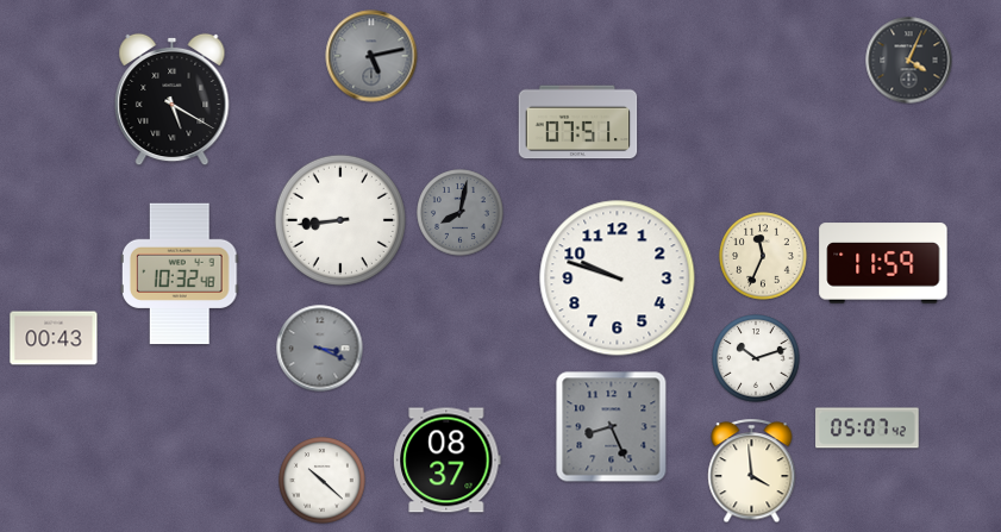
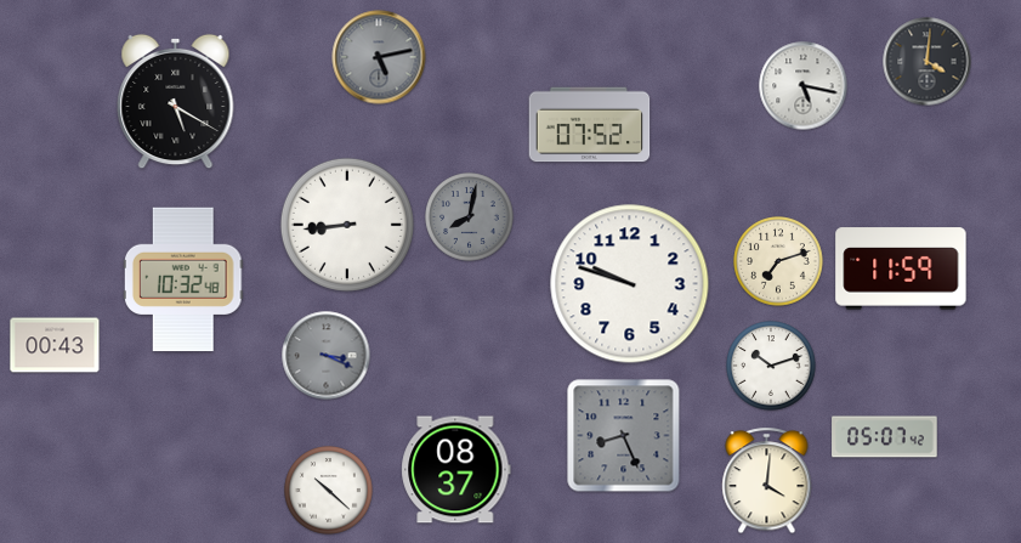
clock at (909, 61): 4:04 -> 4:01
clock at (804, 86): none -> 5:17
clock at (578, 123): 07:51 -> 07:52
clock at (763, 256): 11:34 -> 7:12
clock at (752, 471): 3:59 -> 4:01
